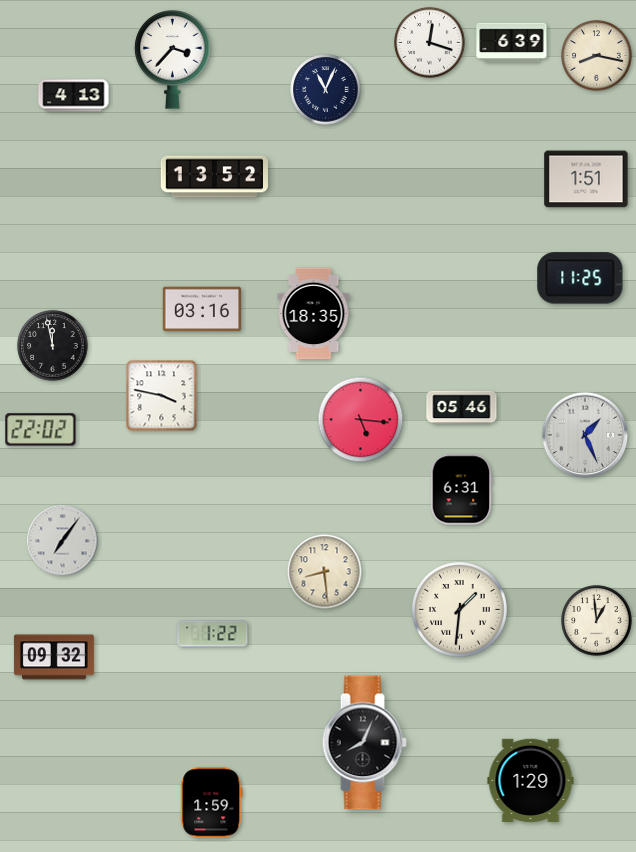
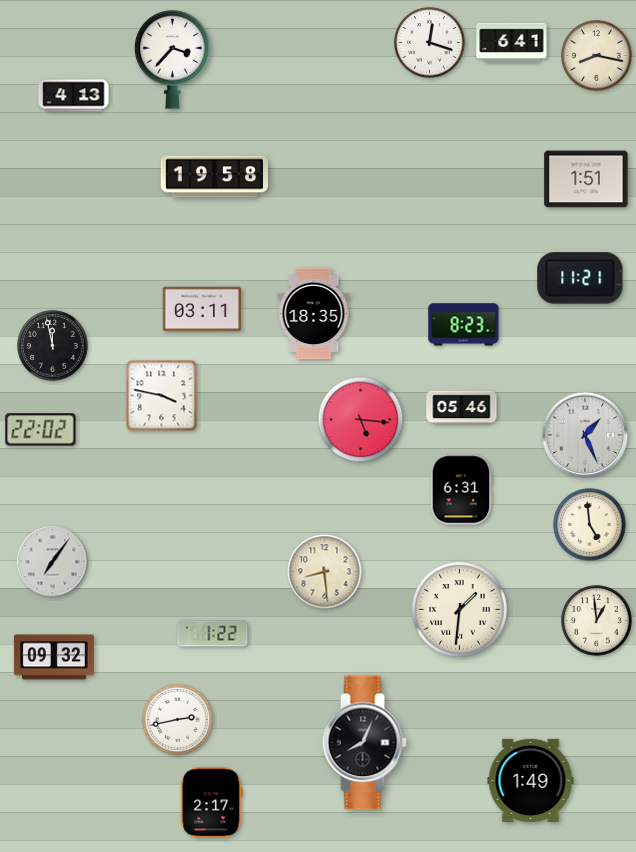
clock at (512, 43): 6:39 -> 6:41
clock at (326, 90): 11:04 -> none
clock at (214, 177): 13:52 -> 19:58
clock at (580, 278): 11:25 -> 11:21
clock at (201, 309): 03:16 -> 03:11
clock at (464, 325): none -> 8:23
clock at (590, 525): none -> 4:59
clock at (63, 541) position: (63, 541) -> (53, 562)
clock at (178, 720): none -> 2:43
clock at (531, 780): 1:29 -> 1:49
clock at (212, 803): 1:59 -> 2:17
